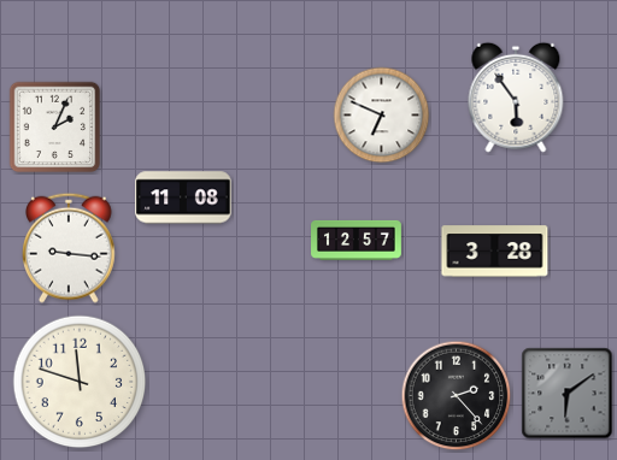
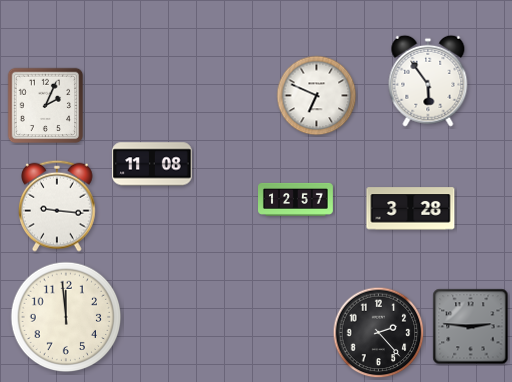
clock at (80, 382): 11:48 -> 11:59
clock at (568, 394): 6:09 -> 2:46
clock at (457, 396) position: (457, 396) -> (379, 333)
